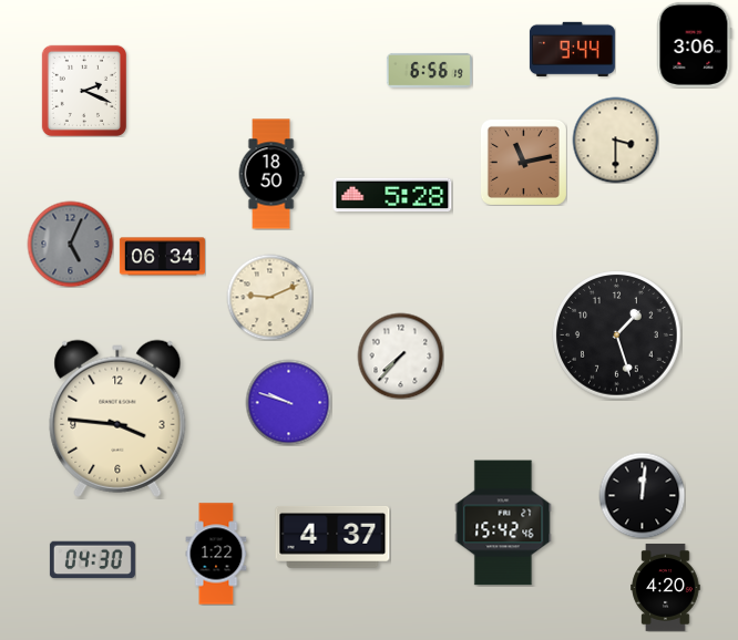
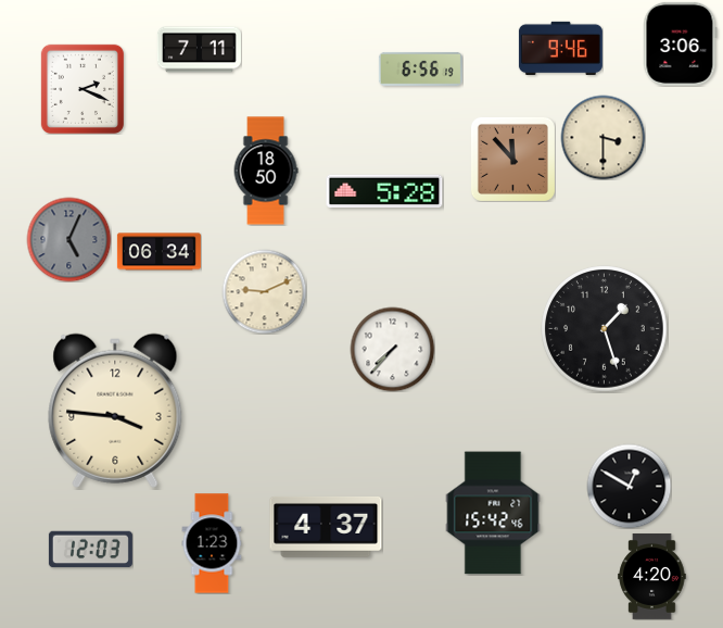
clock at (572, 49): 9:44 -> 9:46
clock at (199, 50): none -> 7:11
clock at (523, 162): 11:13 -> 11:53
clock at (288, 402): 9:48 -> none
clock at (642, 495): 12:01 -> 12:50
clock at (216, 554): 1:22 -> 1:23
clock at (92, 560): 04:30 -> 12:03
